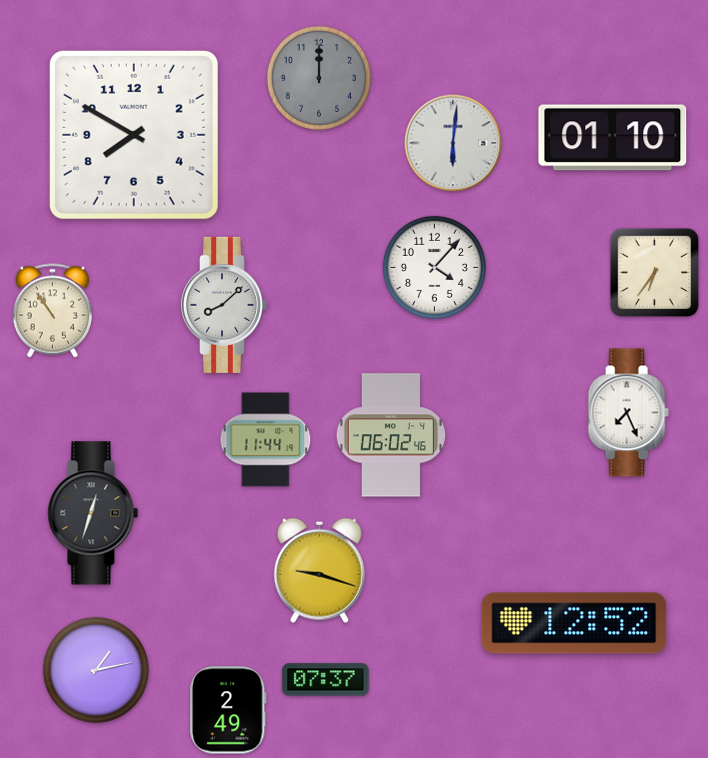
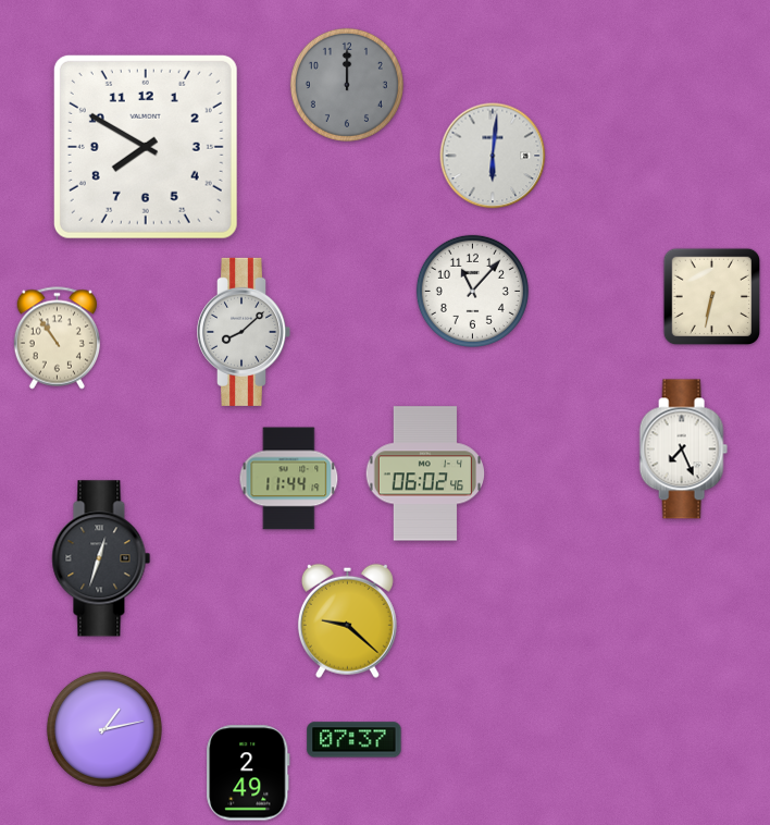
clock at (613, 138): 01:10 -> none
clock at (434, 267): 4:07 -> 11:07
clock at (654, 272): 6:36 -> 6:32
clock at (319, 570): 9:18 -> 9:22
clock at (574, 623): 12:52 -> none
